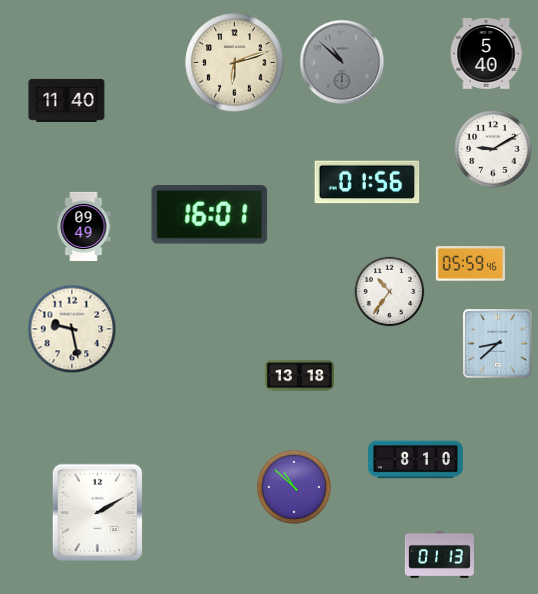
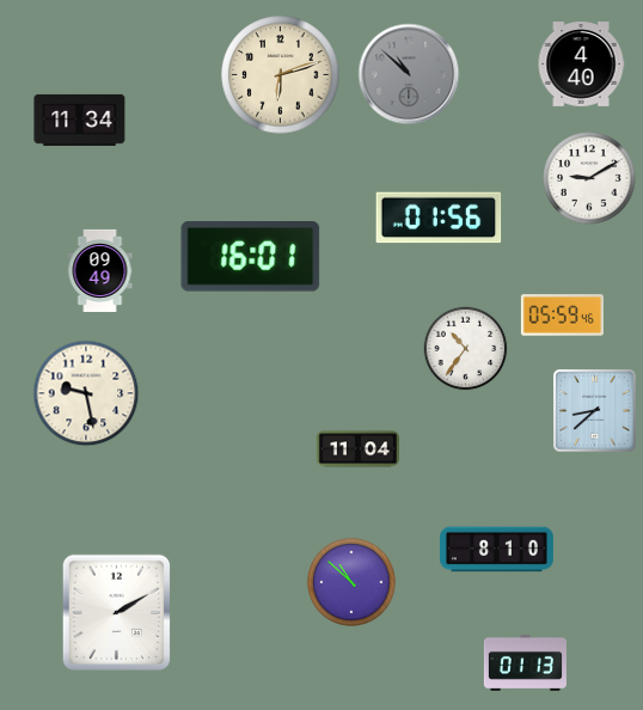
clock at (486, 54): 5:40 -> 4:40
clock at (67, 100): 11:40 -> 11:34
clock at (299, 376): 13:18 -> 11:04
